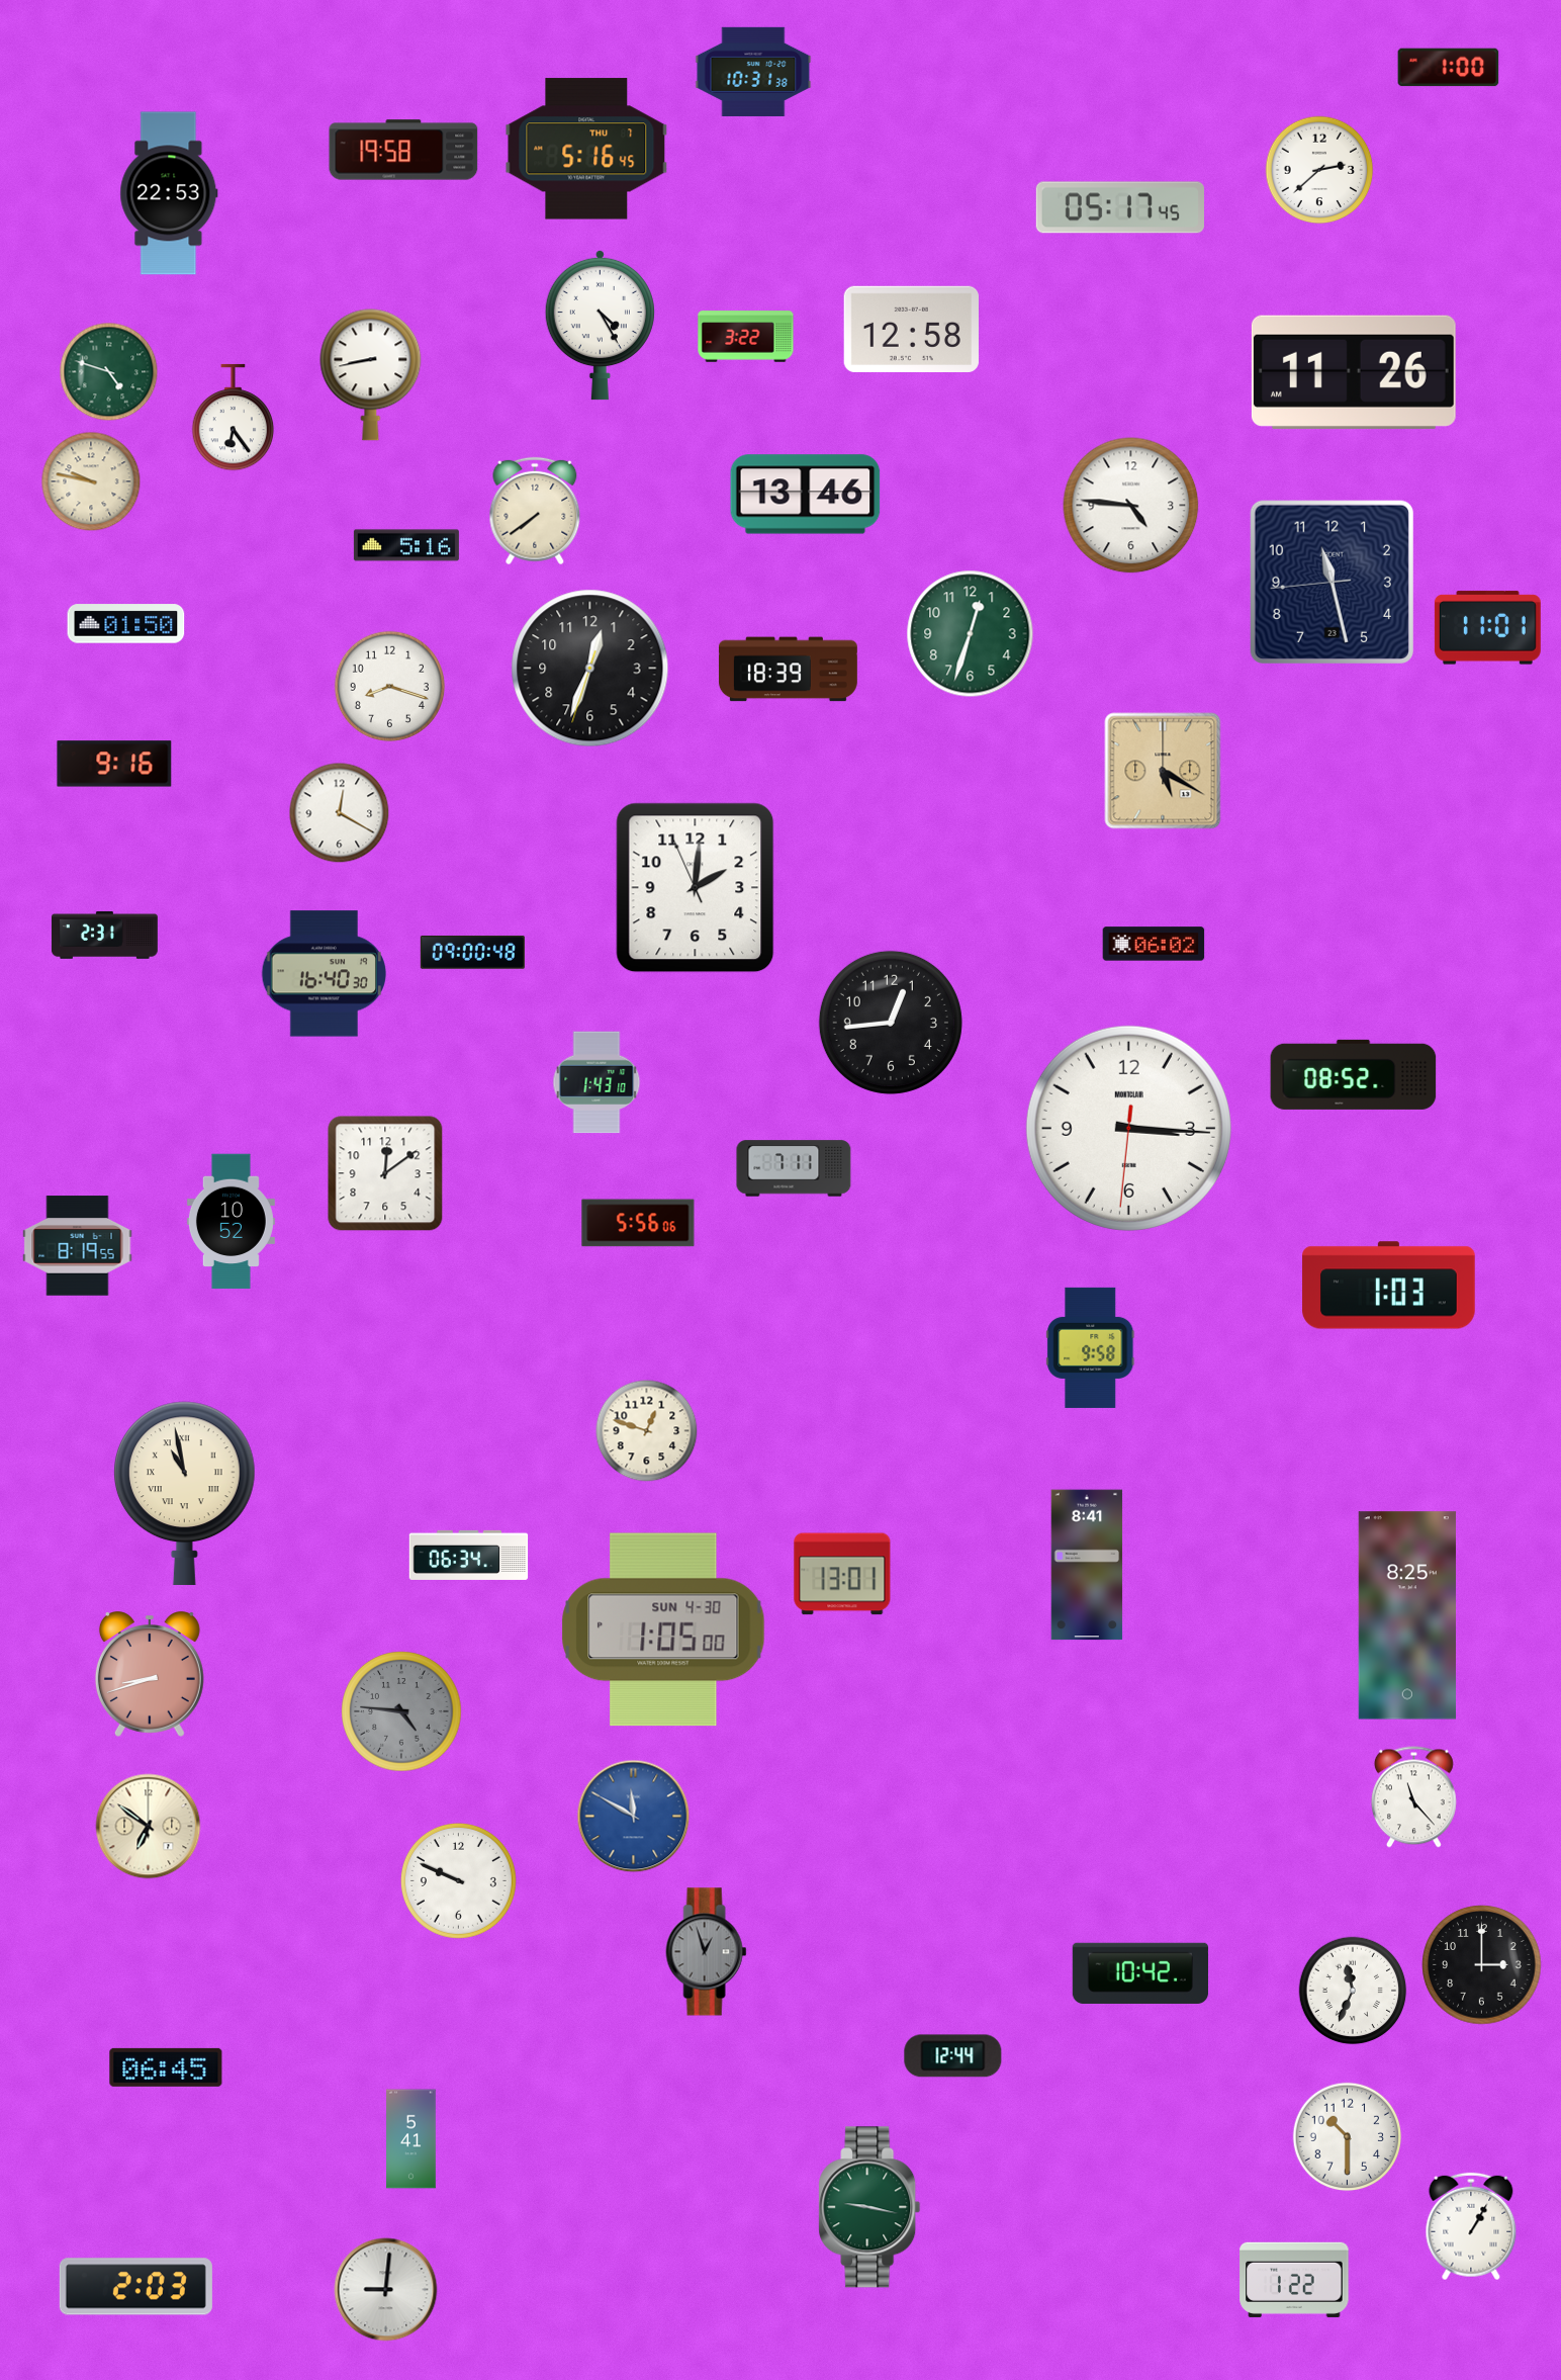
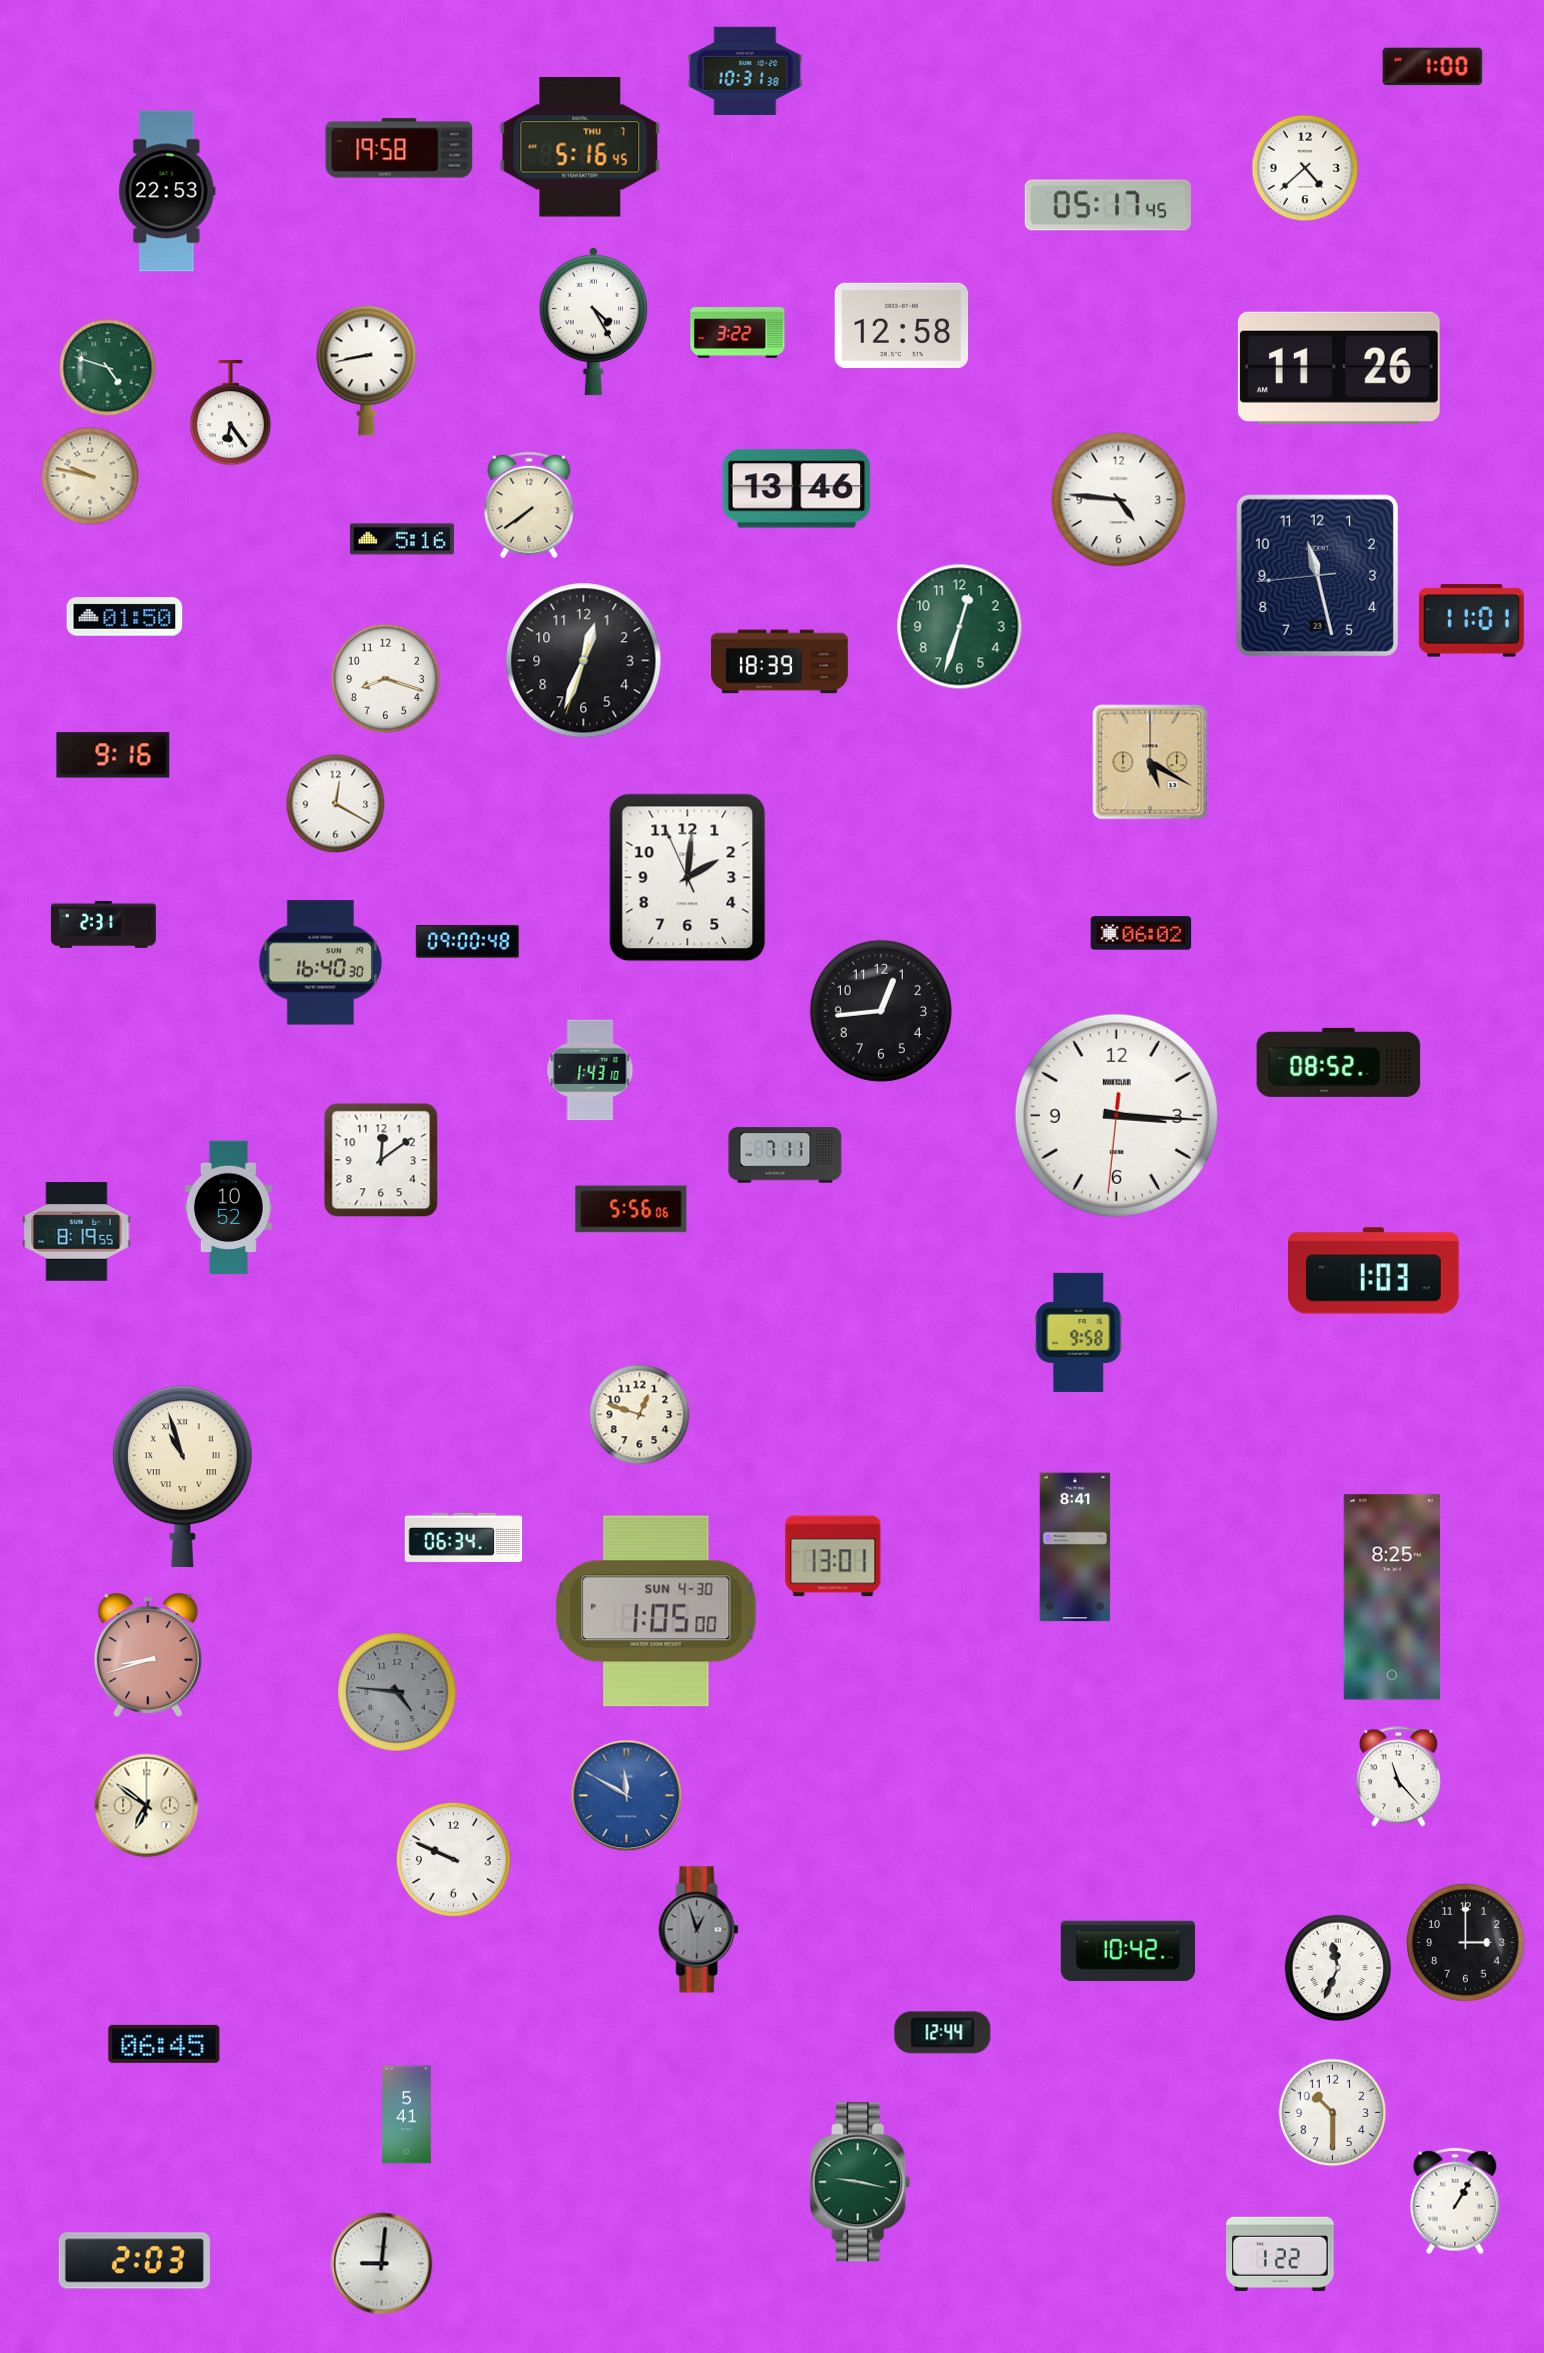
clock at (1319, 170): 2:38 -> 4:38
clock at (184, 1493): 10:58 -> 10:57
